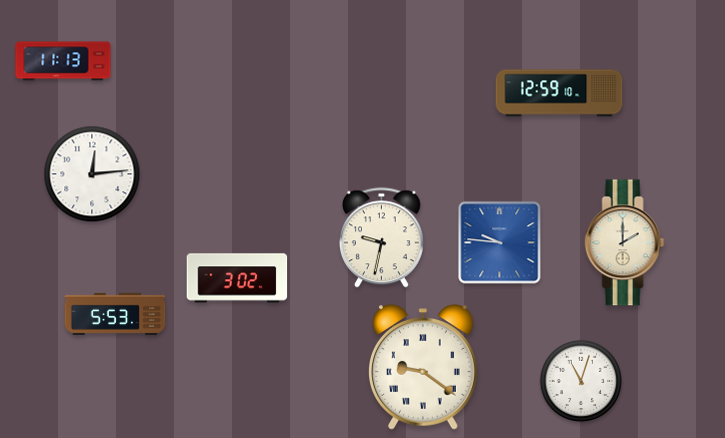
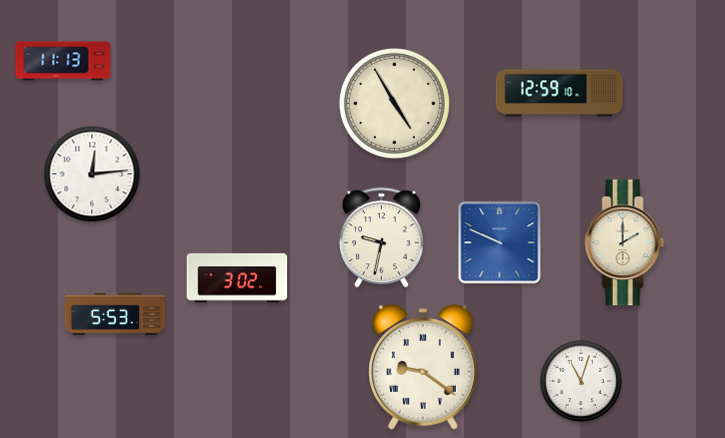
clock at (394, 103): none -> 4:55
clock at (500, 243): 9:46 -> 9:49
